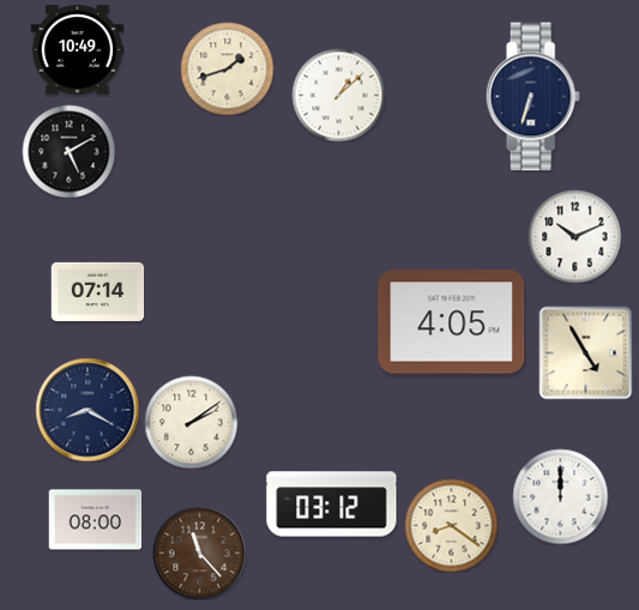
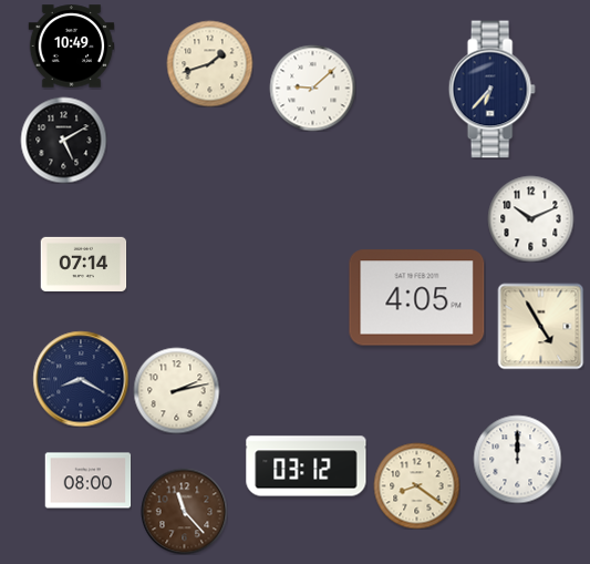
clock at (338, 95): 1:08 -> 9:08
clock at (532, 97): 6:33 -> 6:37
clock at (97, 291) position: (97, 291) -> (83, 264)
clock at (191, 422): 2:09 -> 2:13
